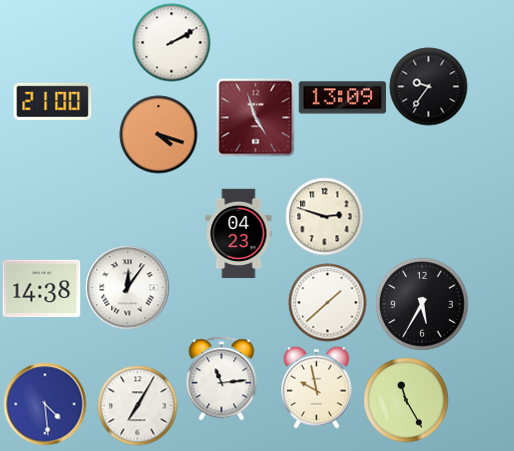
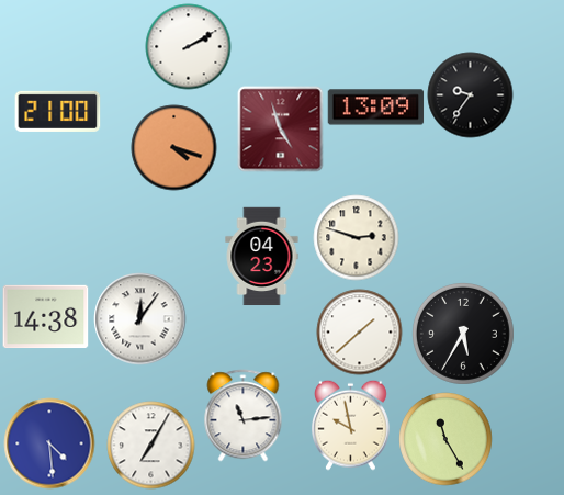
clock at (127, 287) position: (127, 287) -> (139, 318)
clock at (317, 387) position: (317, 387) -> (351, 425)
